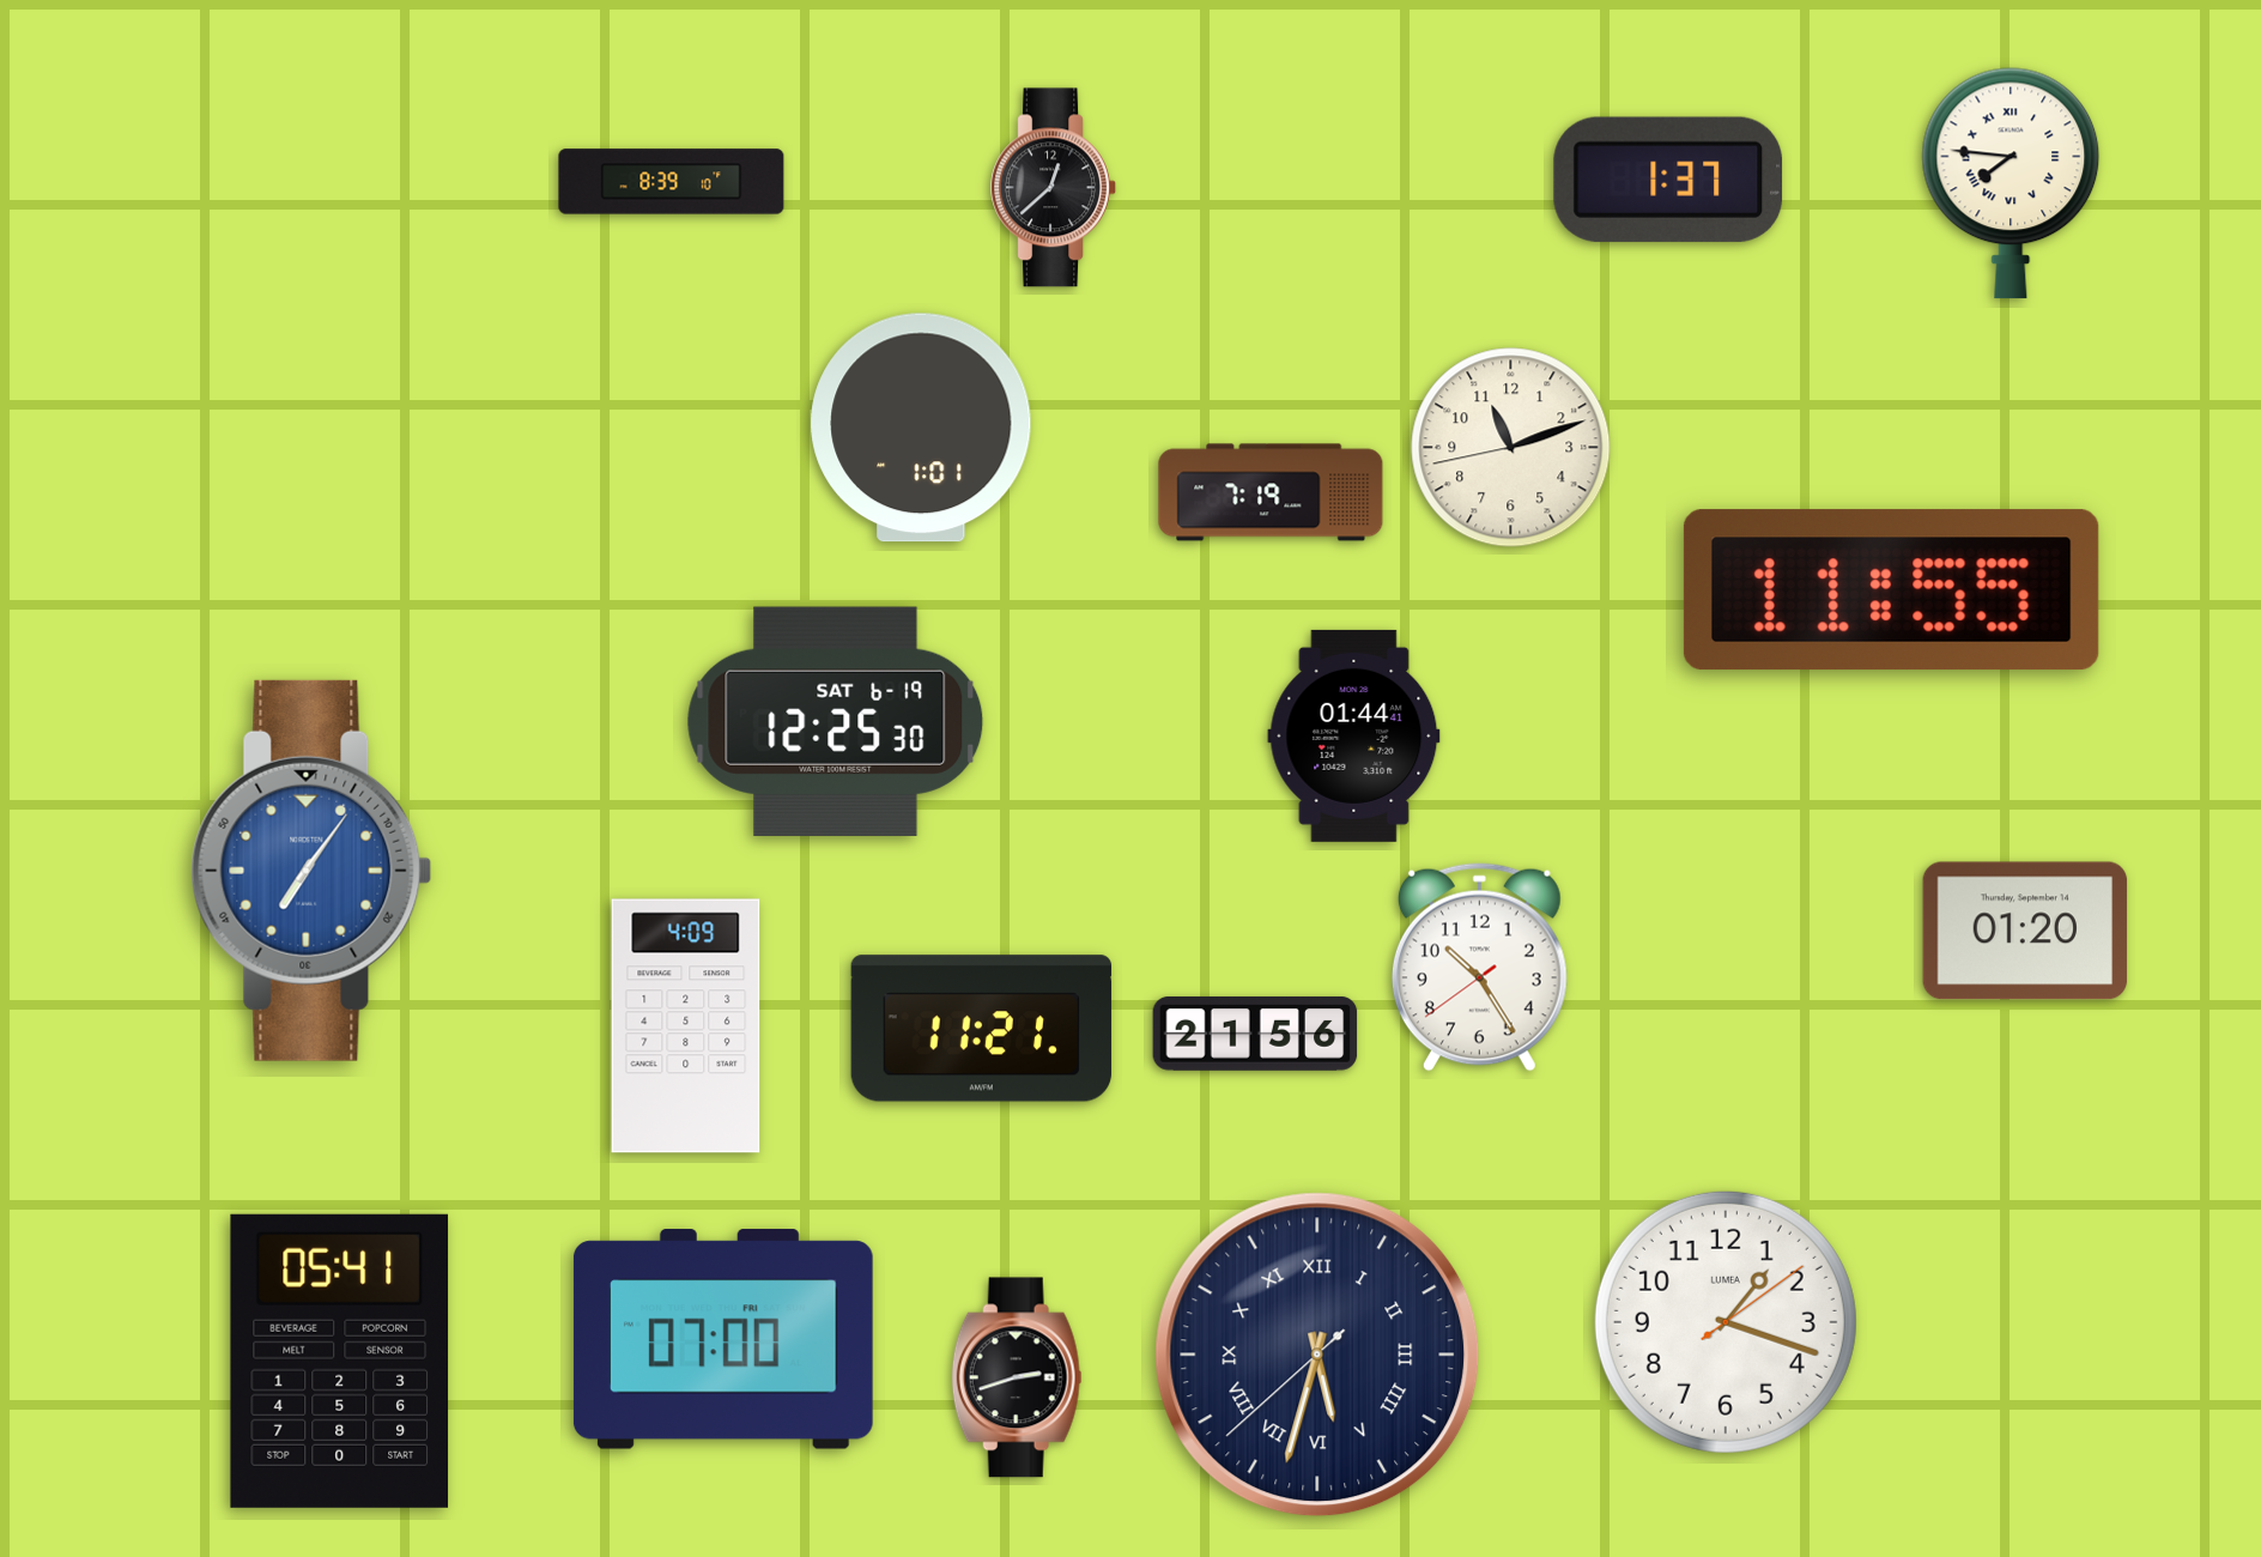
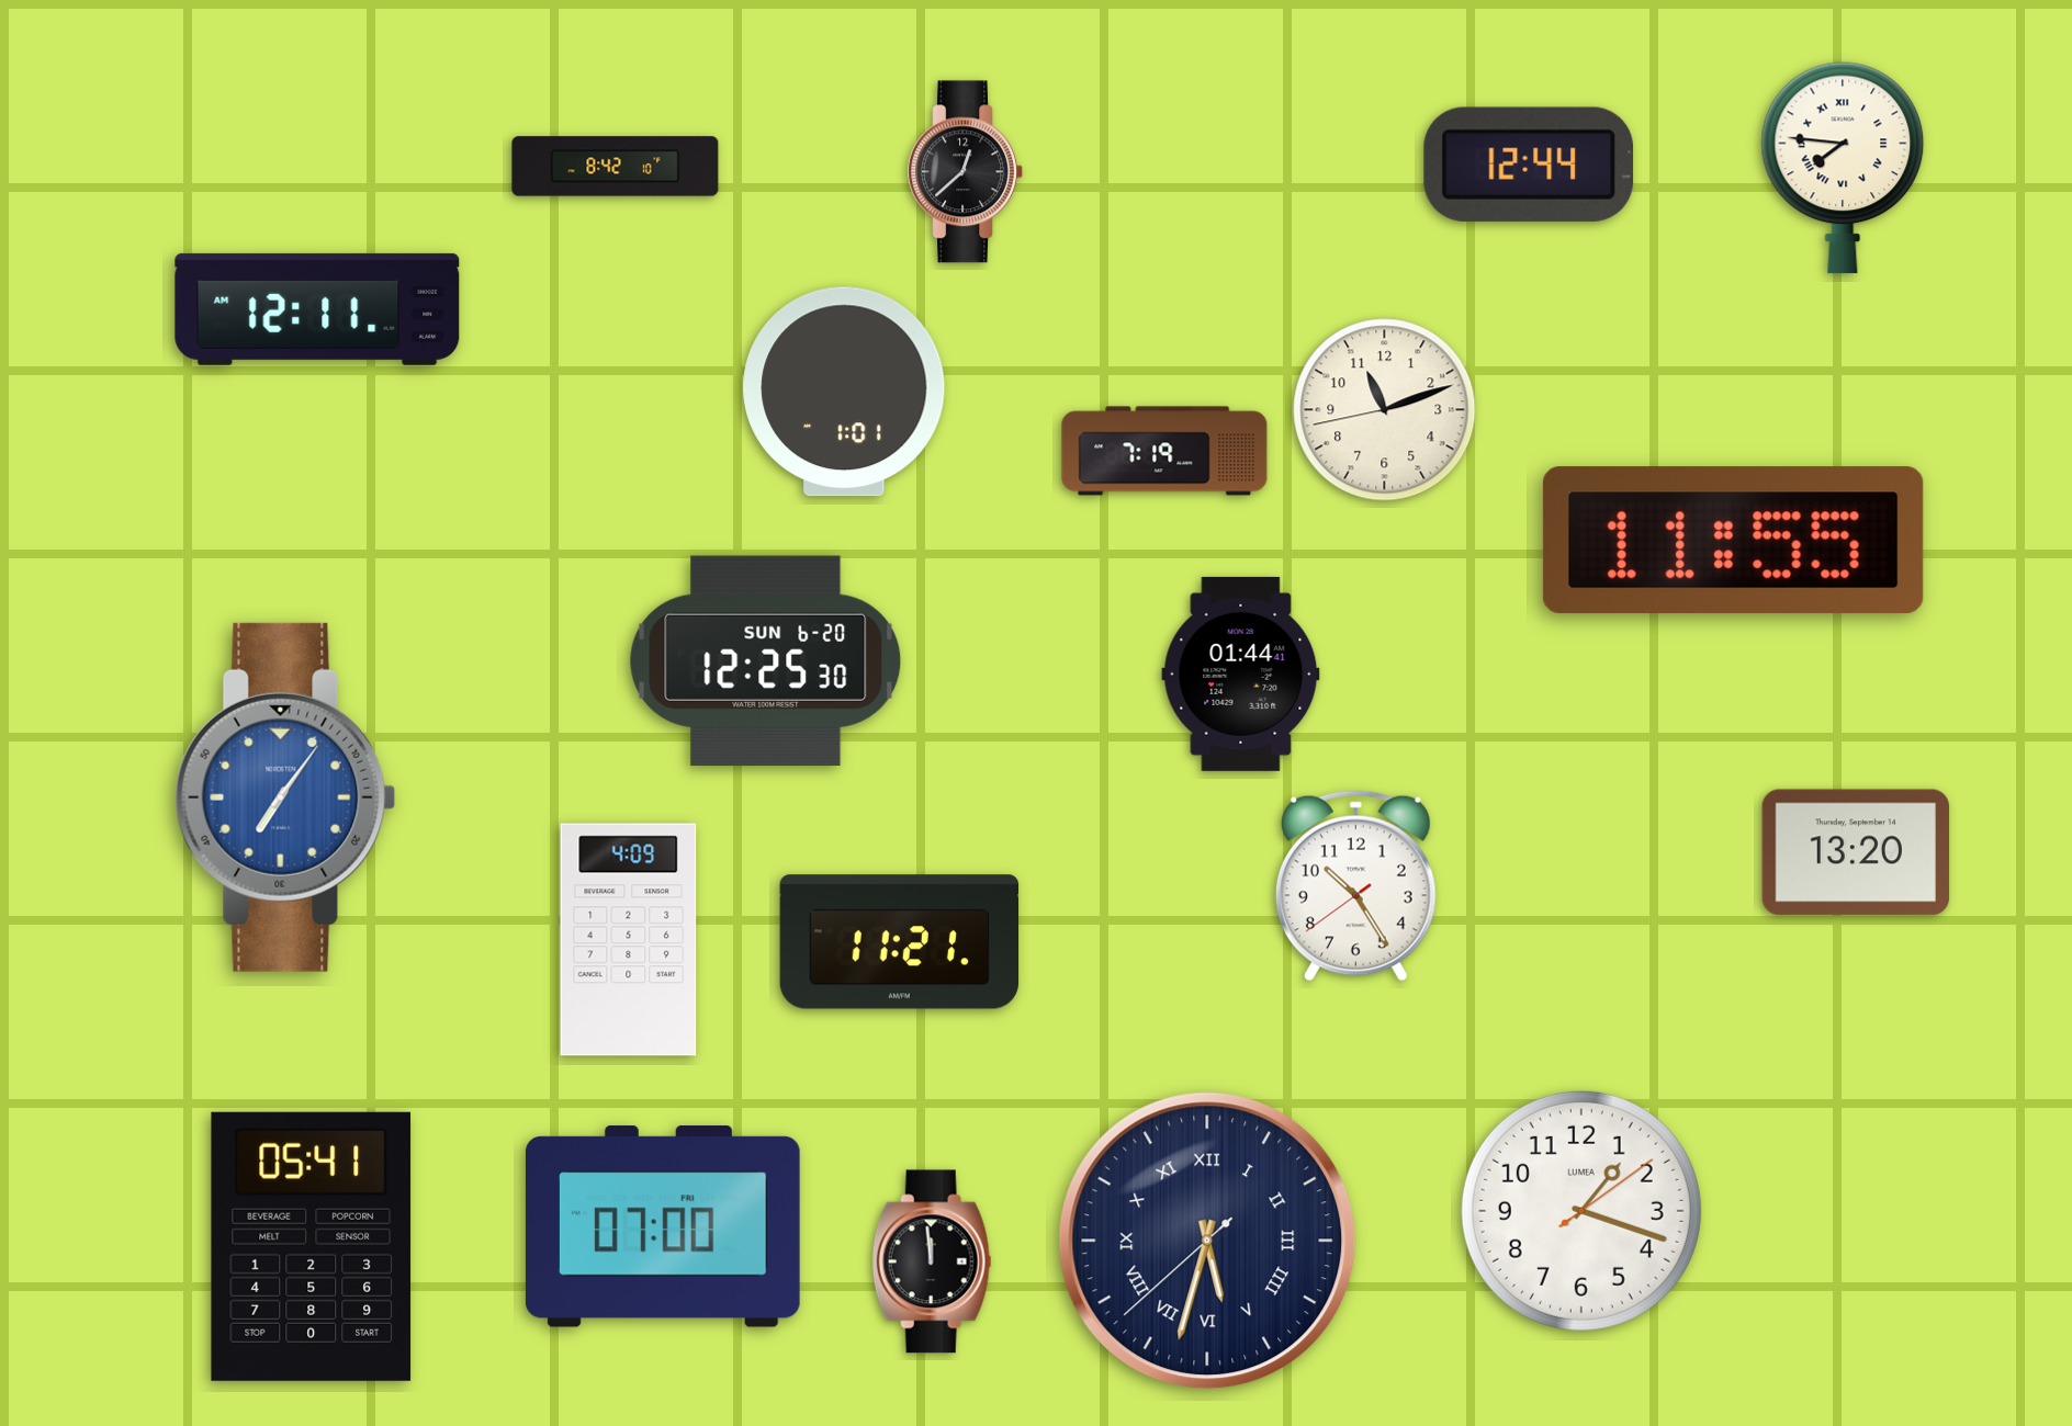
clock at (1668, 180): 1:37 -> 12:44
clock at (672, 182): 8:39 -> 8:42
clock at (317, 309): none -> 12:11
clock at (836, 721) date: SAT 6-19 -> SUN 6-20
clock at (2025, 931): 01:20 -> 13:20
clock at (1255, 1034): 21:56 -> none
clock at (1017, 1377): 2:42 -> 11:59
